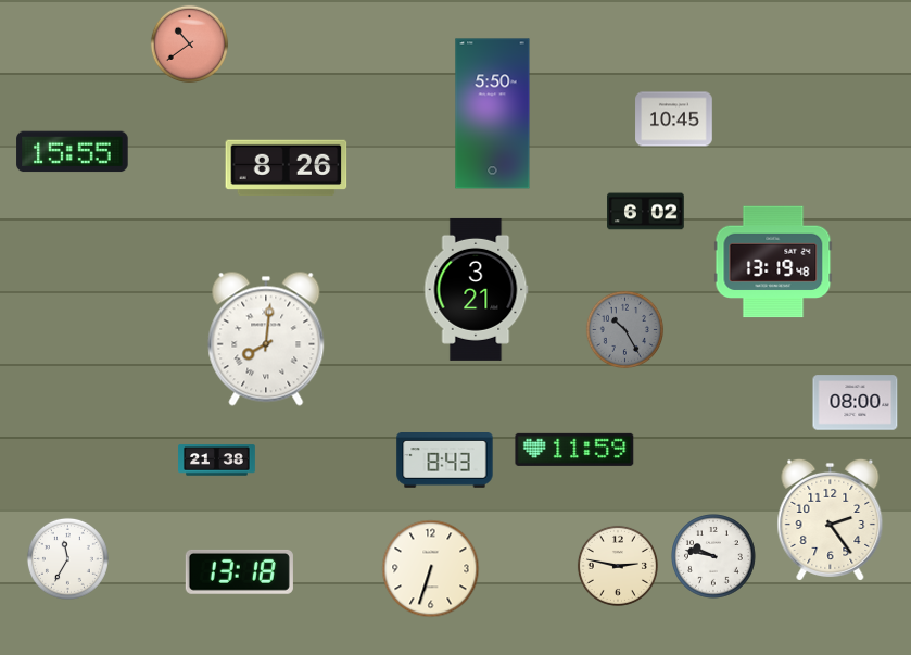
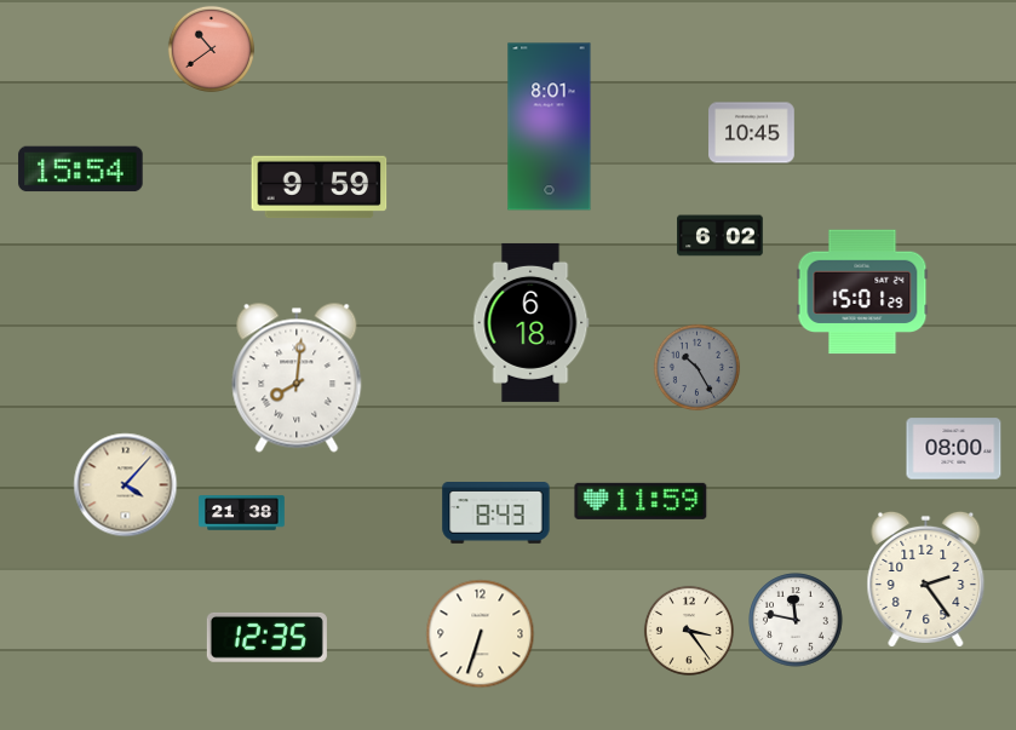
clock at (493, 114): 5:50 -> 8:01
clock at (73, 152): 15:55 -> 15:54
clock at (287, 168): 8:26 -> 9:59
clock at (773, 262): 13:19 -> 15:01
clock at (477, 289): 3:21 -> 6:18
clock at (126, 485): none -> 4:07
clock at (713, 556): 9:47 -> 11:47
clock at (67, 558): 11:35 -> none
clock at (618, 566): 2:47 -> 3:24
clock at (239, 571): 13:18 -> 12:35
